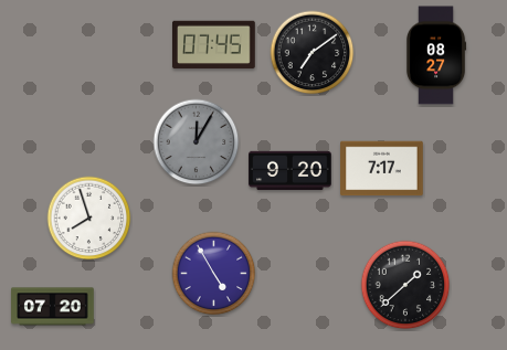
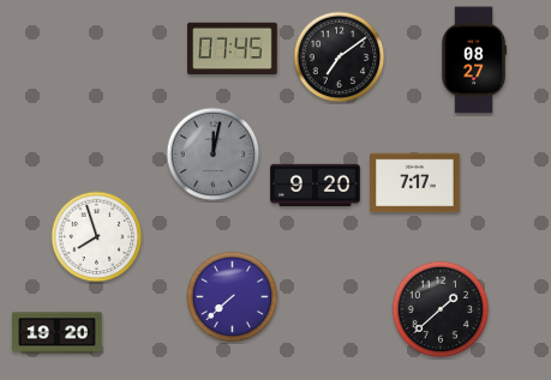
clock at (197, 142): 12:05 -> 12:02
clock at (214, 274): 4:55 -> 7:38
clock at (53, 307): 07:20 -> 19:20
